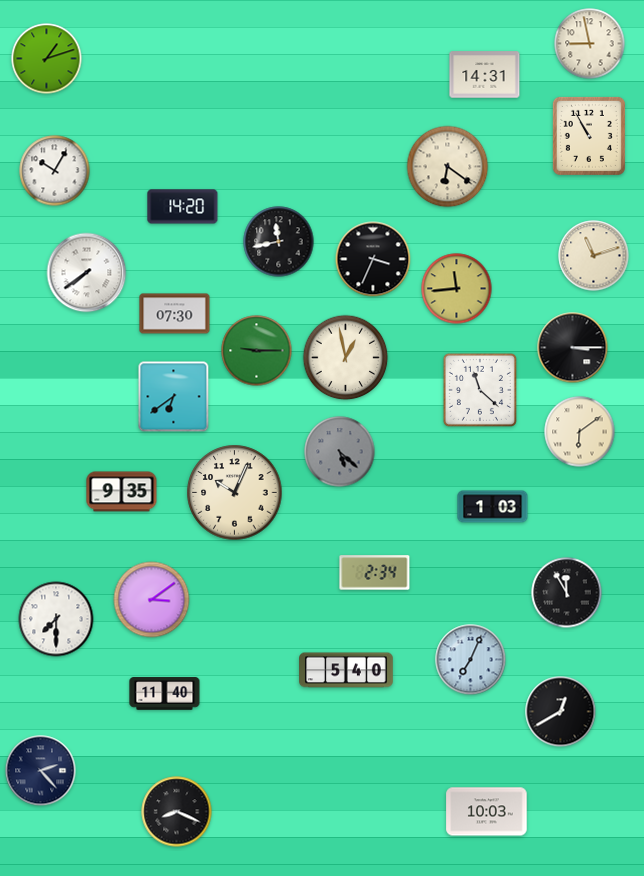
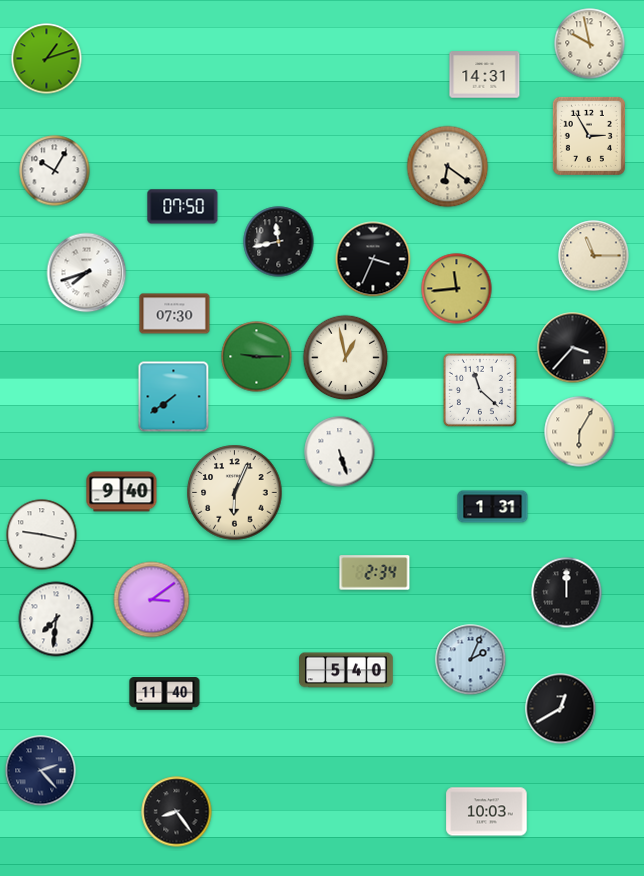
clock at (590, 44): 8:58 -> 9:58
clock at (589, 136): 10:55 -> 2:55
clock at (183, 207): 14:20 -> 07:50
clock at (594, 256): 11:12 -> 11:15
clock at (87, 273): 7:39 -> 7:42
clock at (573, 348): 3:15 -> 3:37
clock at (257, 351) position: (257, 351) -> (257, 357)
clock at (174, 397): 6:39 -> 7:39
clock at (580, 432): 6:09 -> 6:05
clock at (340, 452): 5:22 -> 5:27
clock at (340, 452) dial: grey -> white
clock at (122, 492): 9:35 -> 9:40
clock at (235, 493): 10:04 -> 6:04
clock at (493, 507): 1:03 -> 1:31
clock at (42, 535): none -> 9:17
clock at (567, 593): 11:55 -> 12:00
clock at (56, 619): 7:30 -> 7:31
clock at (471, 660): 7:04 -> 2:04
clock at (561, 712) position: (561, 712) -> (561, 709)
clock at (177, 812): 8:19 -> 8:24
